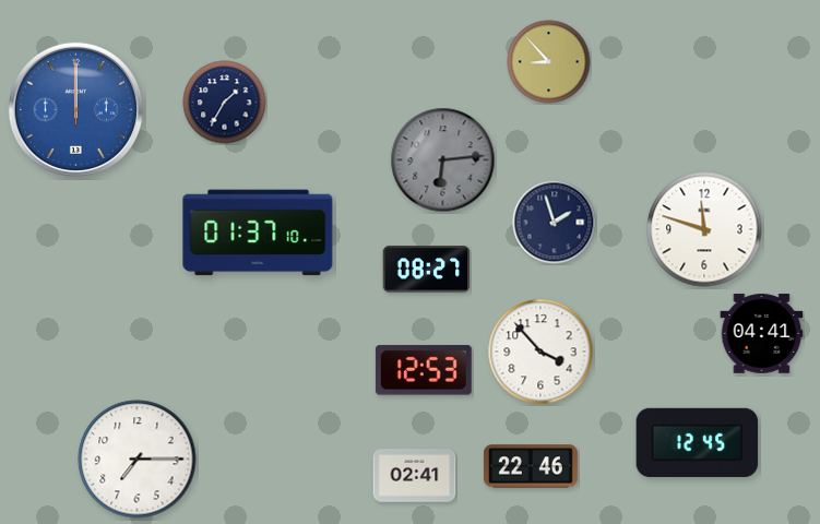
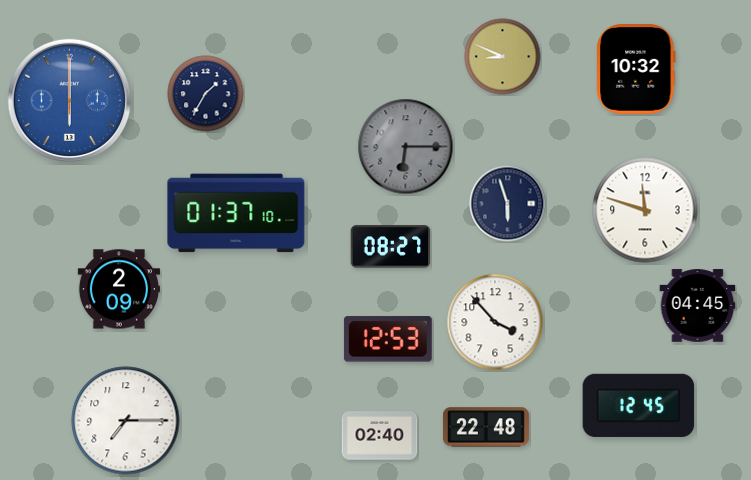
clock at (549, 62): 8:53 -> 8:49
clock at (636, 69): none -> 10:32
clock at (75, 109): 12:00 -> 6:00
clock at (443, 160): 6:14 -> 6:15
clock at (555, 223): 1:57 -> 5:57
clock at (118, 289): none -> 2:09
clock at (762, 334): 04:41 -> 04:45
clock at (531, 466): 22:46 -> 22:48
clock at (415, 476): 02:41 -> 02:40
